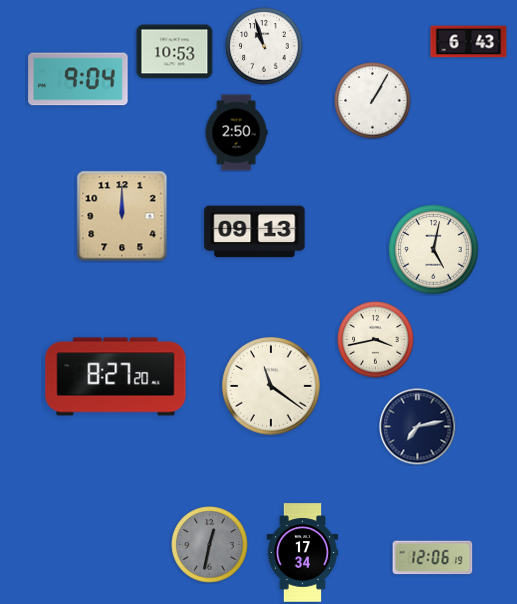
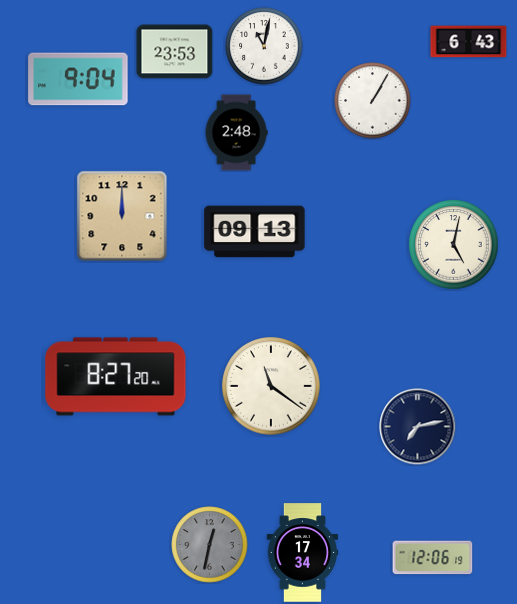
clock at (264, 46): 10:57 -> 11:02
clock at (175, 52): 10:53 -> 23:53
clock at (236, 133): 2:50 -> 2:48
clock at (434, 250) position: (434, 250) -> (454, 245)
clock at (376, 340): 3:43 -> none
